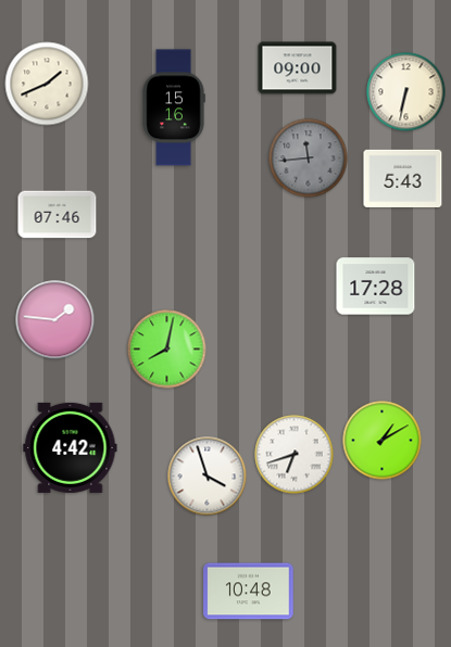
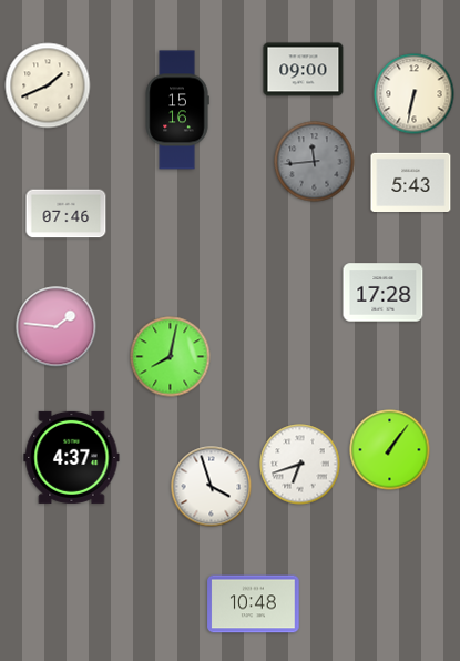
clock at (58, 215) position: (58, 215) -> (67, 214)
clock at (383, 441): 1:10 -> 1:06
clock at (71, 447): 4:42 -> 4:37
